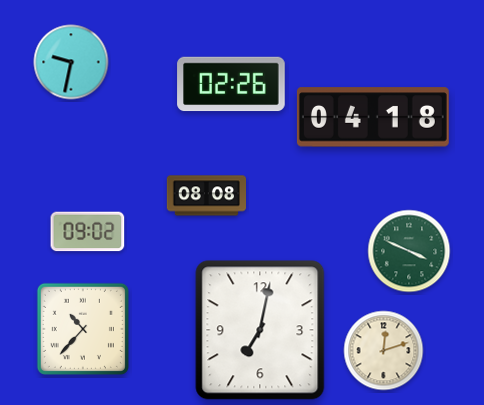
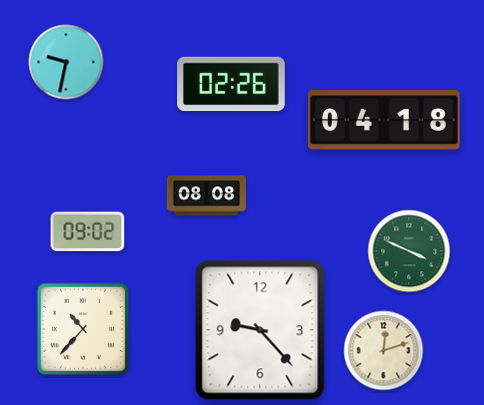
clock at (71, 62) position: (71, 62) -> (66, 62)
clock at (373, 117) position: (373, 117) -> (384, 120)
clock at (260, 330): 7:02 -> 9:23
